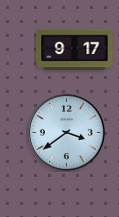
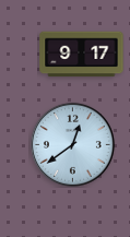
clock at (66, 132): 3:39 -> 12:39
